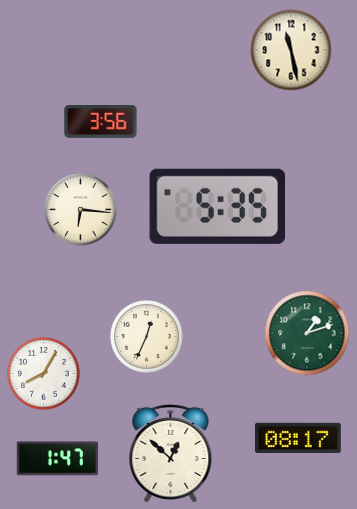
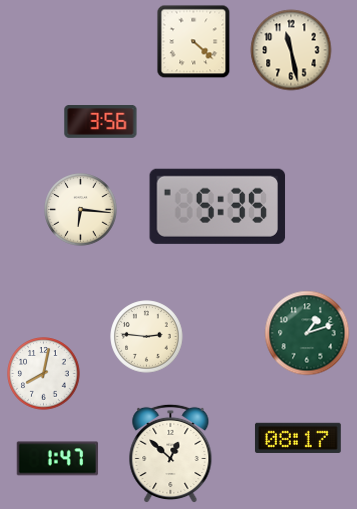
clock at (194, 42): none -> 4:22
clock at (147, 337): 12:34 -> 2:46
clock at (44, 374): 8:05 -> 8:02
